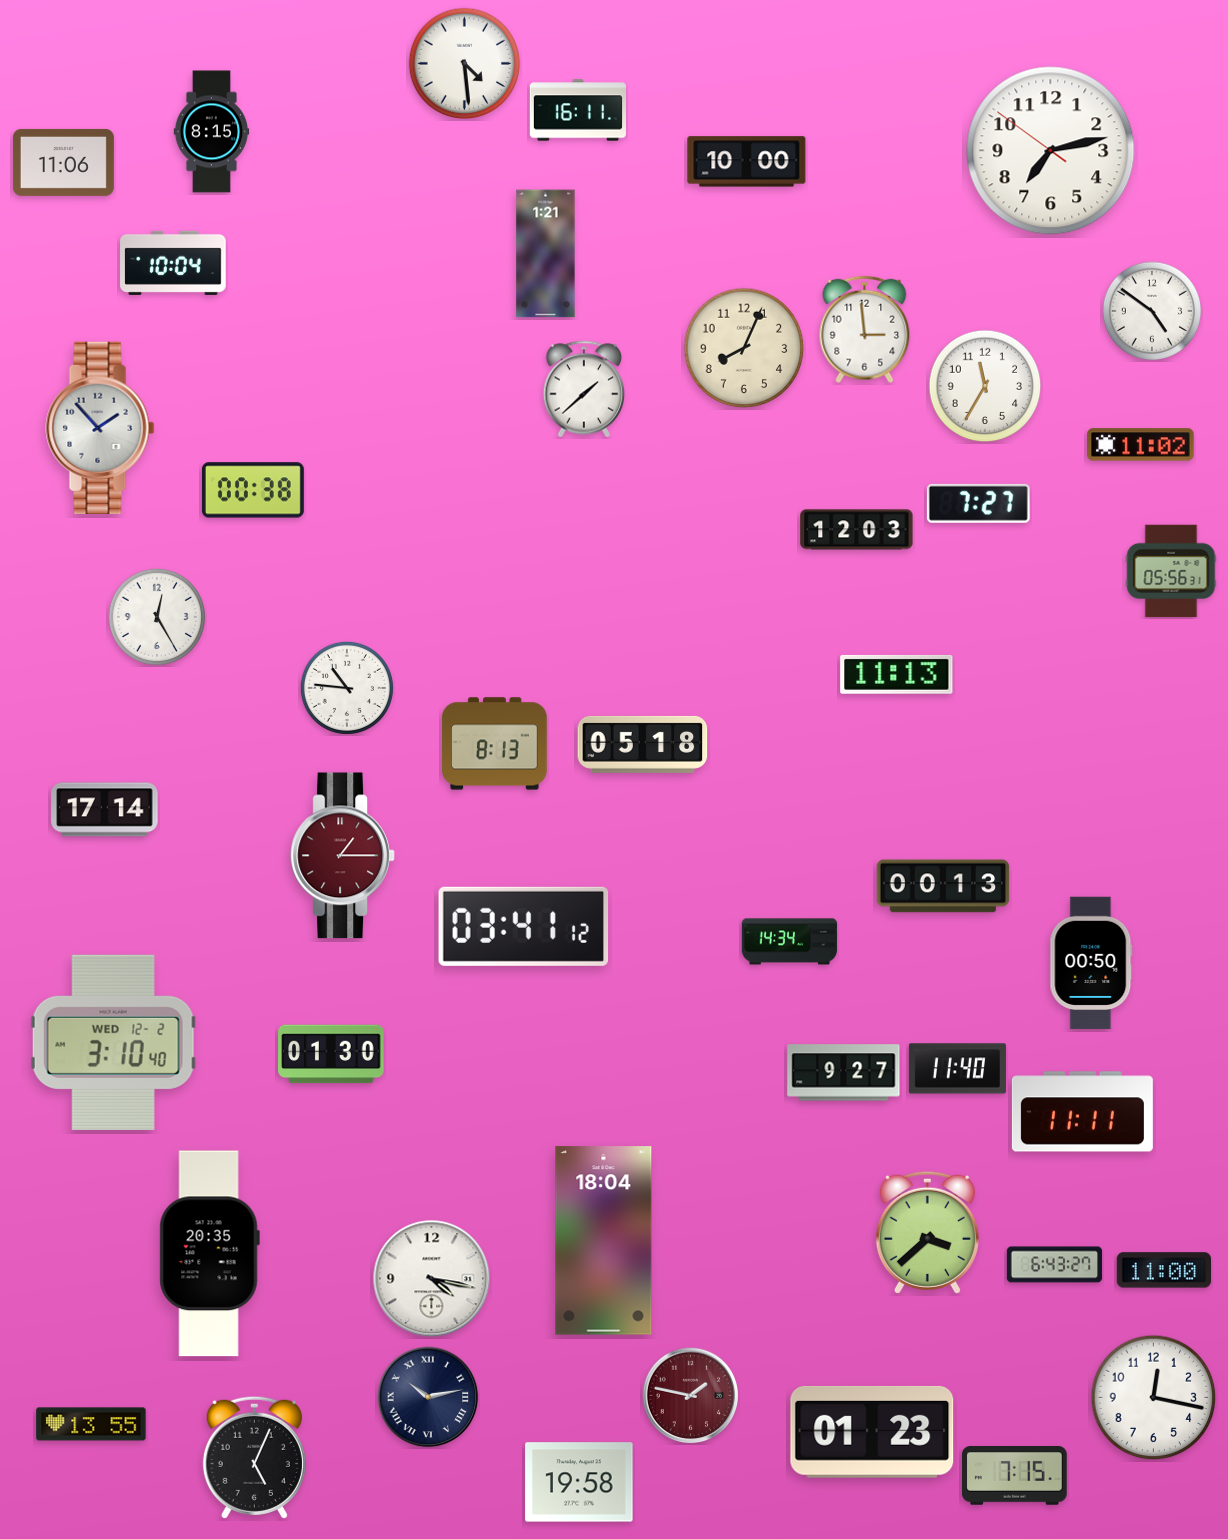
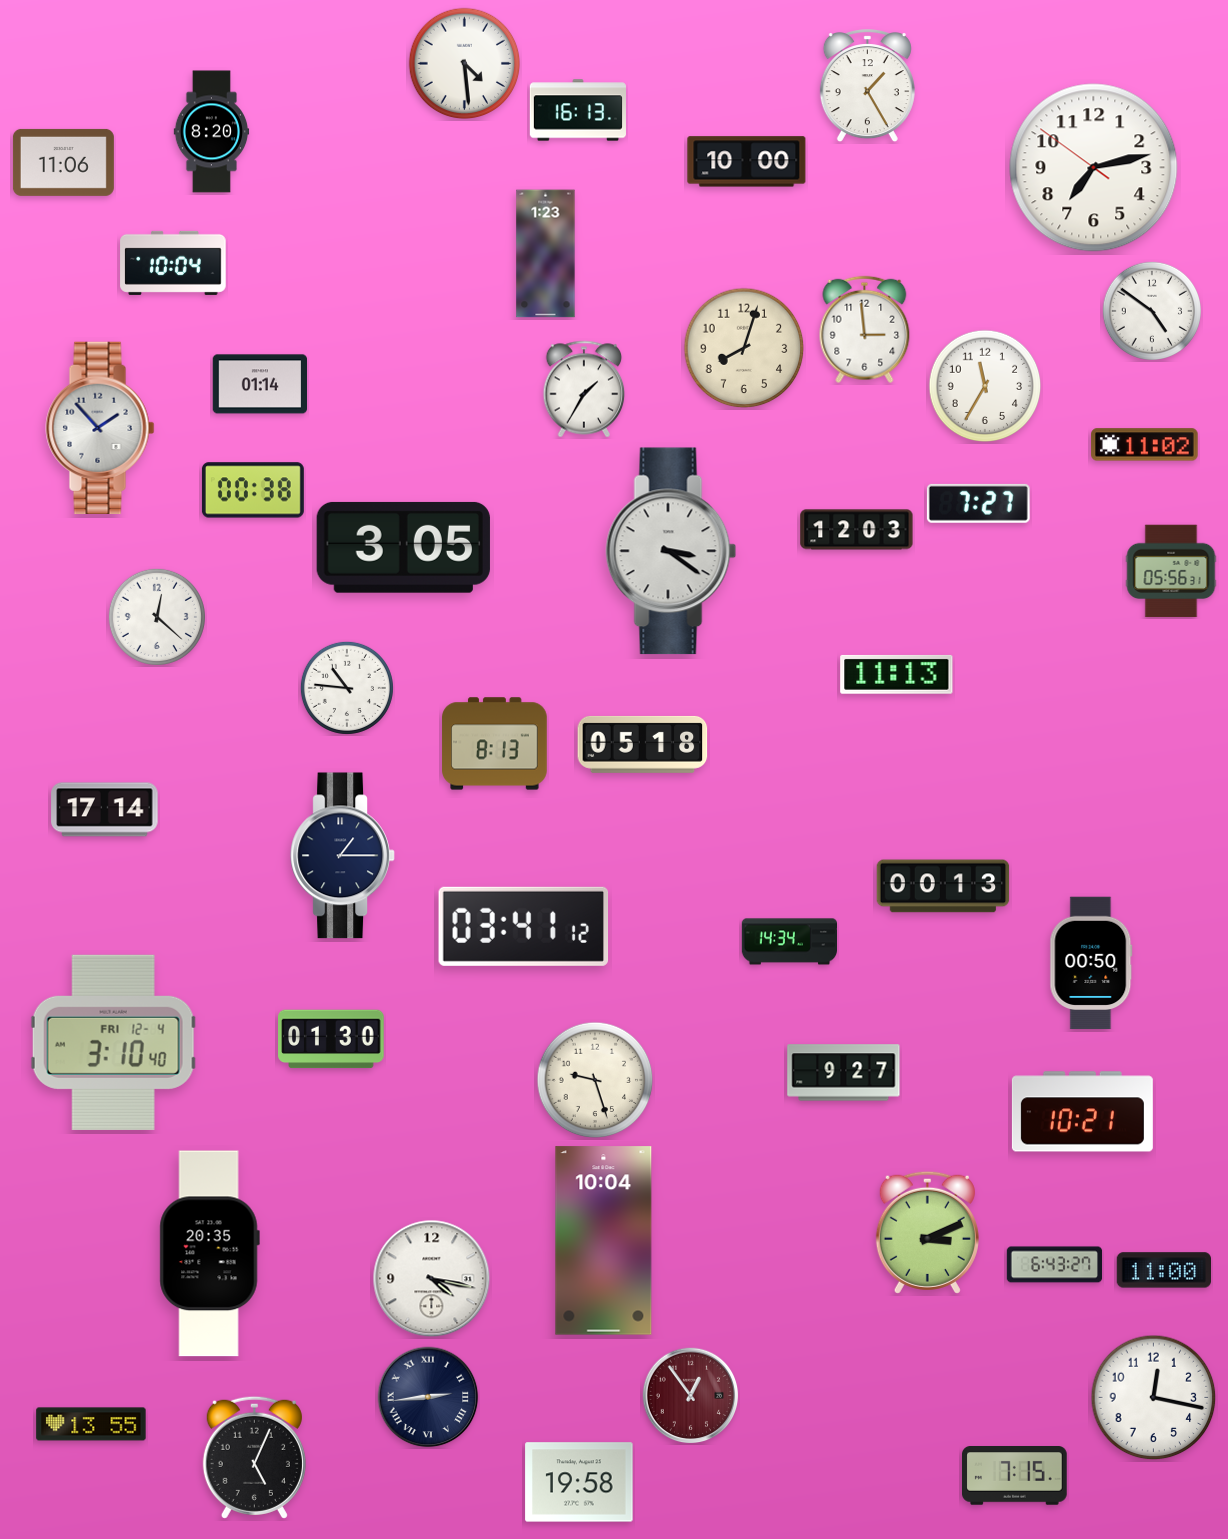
clock at (867, 86): none -> 1:25
clock at (578, 110): 16:11 -> 16:13
clock at (212, 132): 8:15 -> 8:20
clock at (1051, 151) position: (1051, 151) -> (1094, 168)
clock at (546, 254): 1:21 -> 1:23
clock at (744, 348): 8:04 -> 8:03
clock at (259, 384): none -> 01:14
clock at (584, 389): 1:38 -> 1:35
clock at (1141, 445) position: (1141, 445) -> (1145, 445)
clock at (403, 547): none -> 3:05
clock at (671, 551): none -> 3:21
clock at (157, 617): 12:25 -> 12:22
clock at (343, 856) dial: burgundy -> navy
clock at (113, 1042) date: WED 12-2 -> FRI 12-4
clock at (331, 1054) position: (331, 1054) -> (331, 1039)
clock at (957, 1069): 11:40 -> none
clock at (595, 1080): none -> 9:27
clock at (1082, 1112): 11:11 -> 10:21
clock at (927, 1232): 3:38 -> 3:11
clock at (604, 1241): 18:04 -> 10:04
clock at (691, 1396): 1:47 -> 12:54
clock at (428, 1397): 10:13 -> 2:44
clock at (872, 1432): 01:23 -> none
